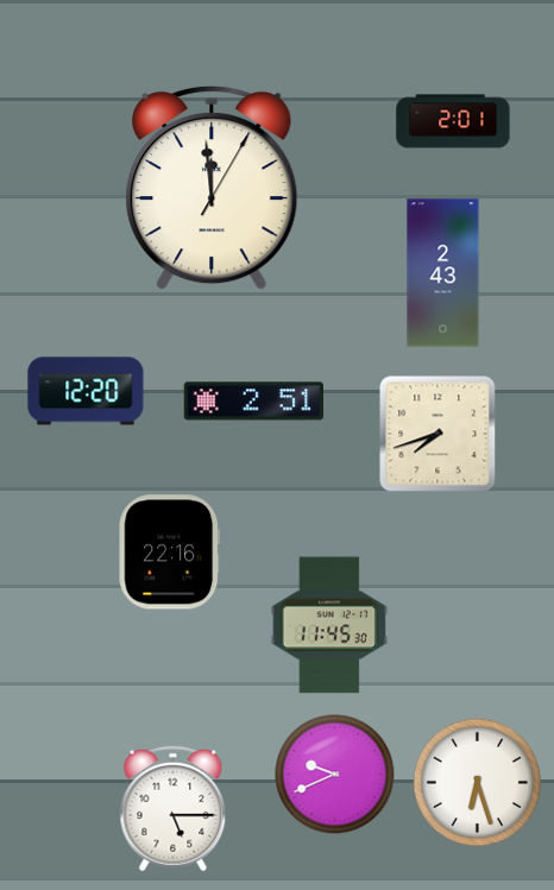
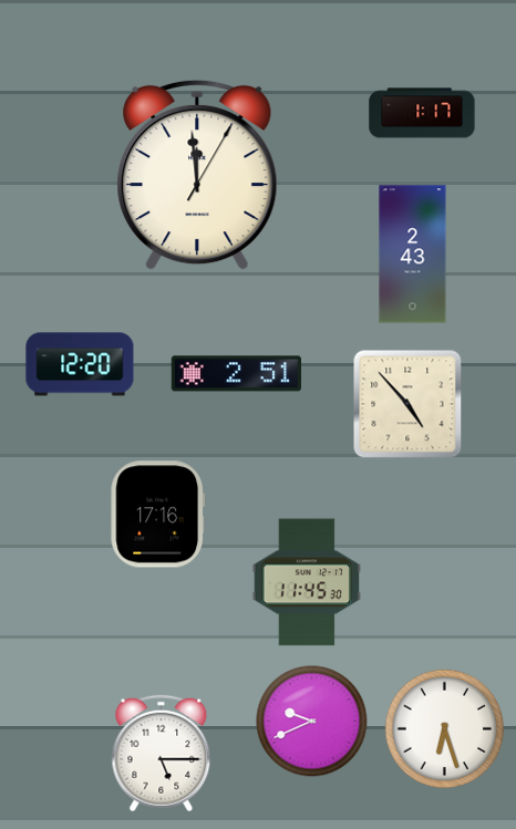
clock at (453, 121): 2:01 -> 1:17
clock at (437, 434): 7:42 -> 4:53
clock at (170, 553): 22:16 -> 17:16
